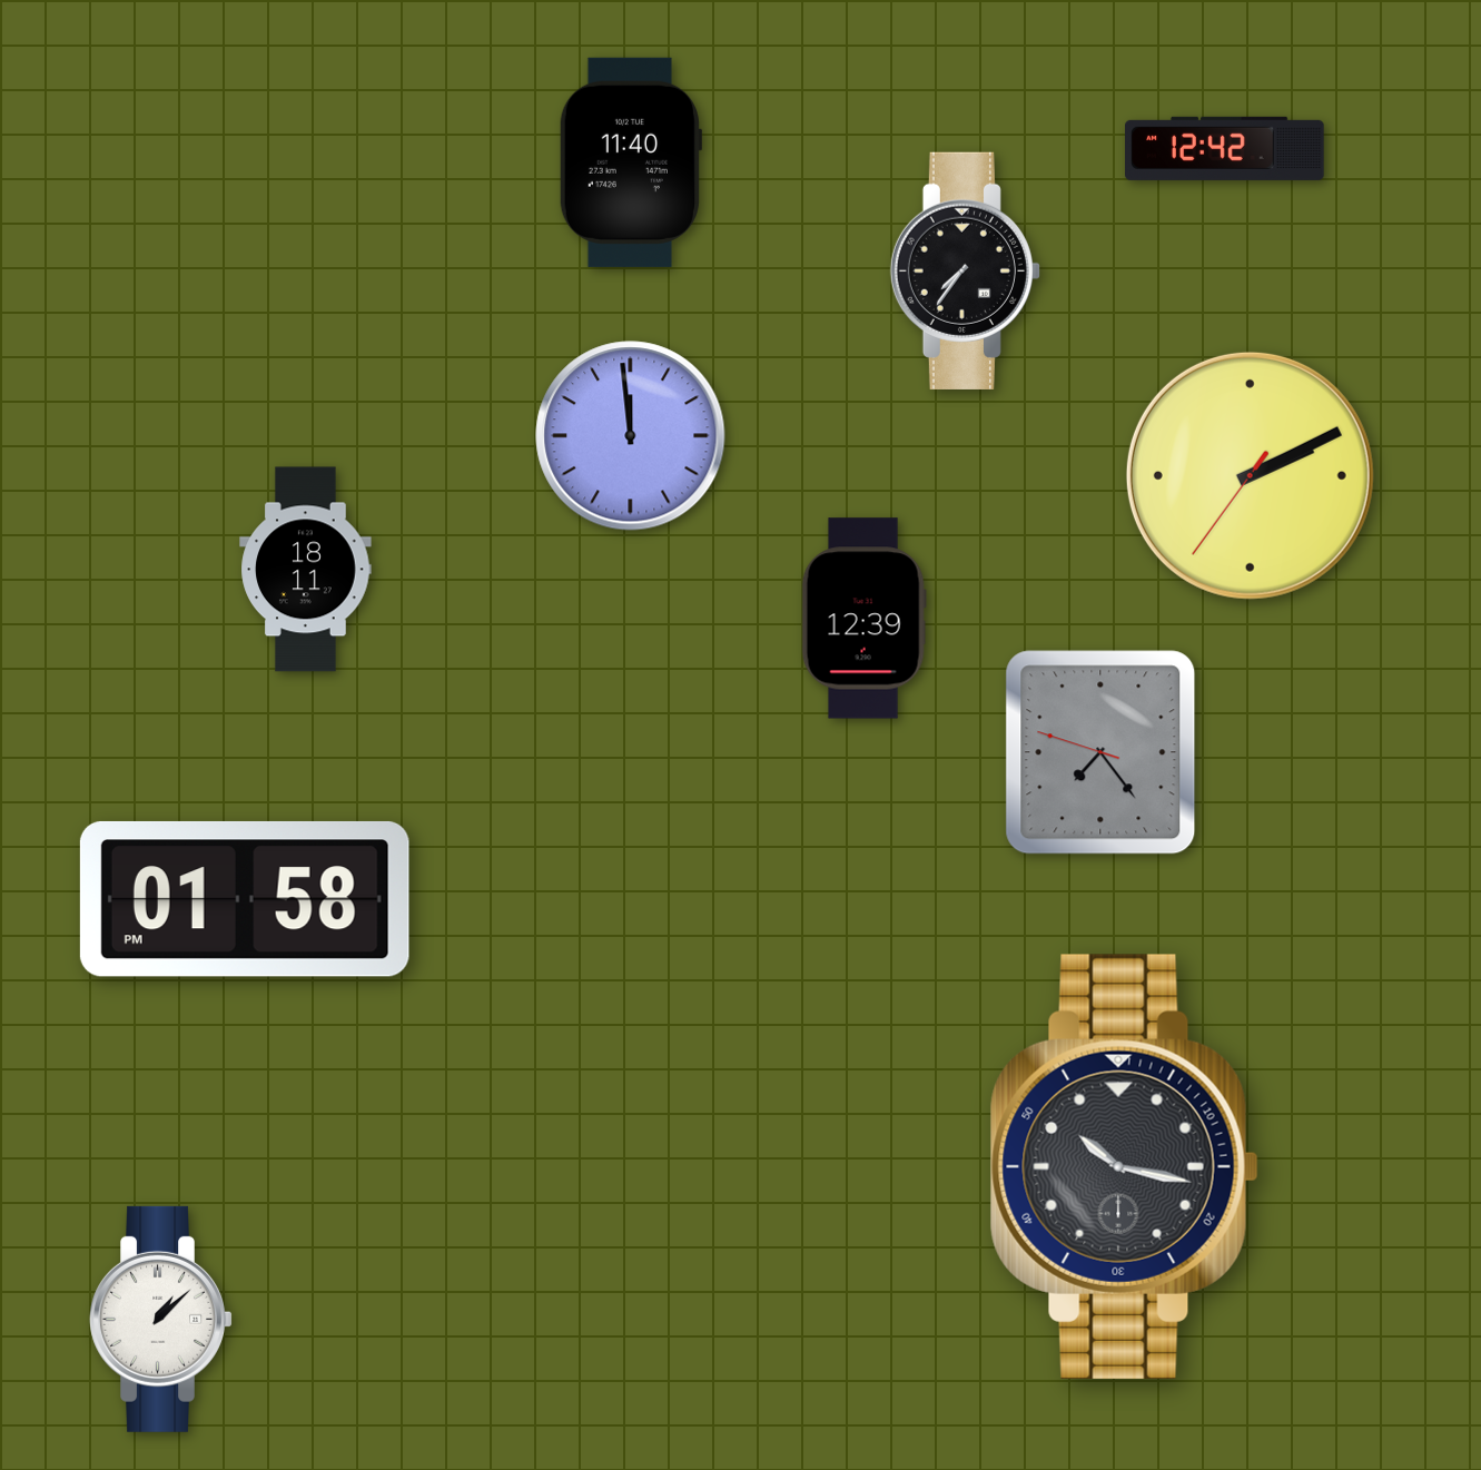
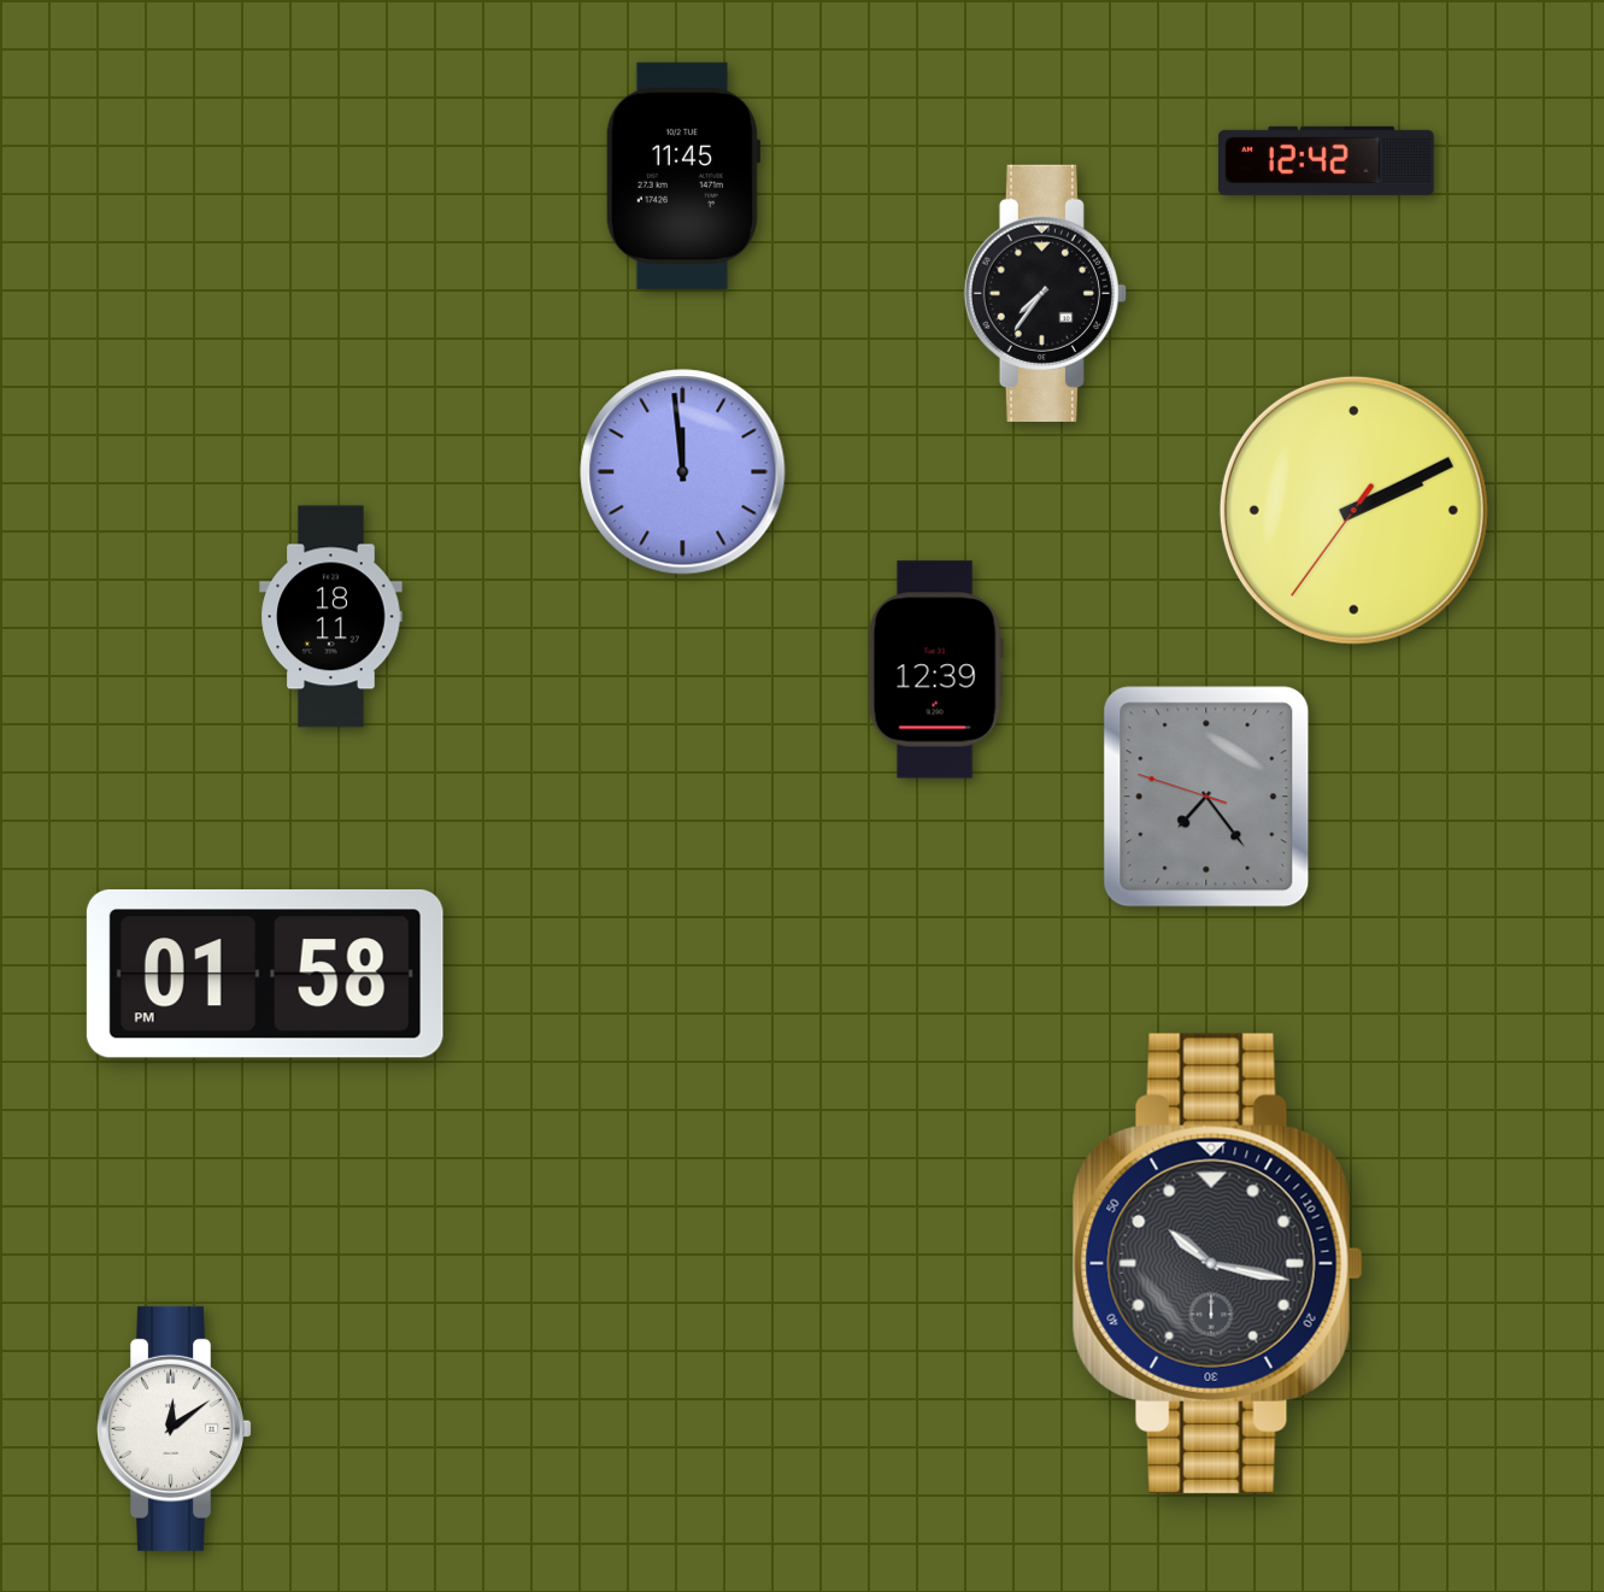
clock at (630, 162): 11:40 -> 11:45
clock at (1250, 475) position: (1250, 475) -> (1353, 510)
clock at (1100, 752) position: (1100, 752) -> (1206, 797)
clock at (160, 1319): 1:08 -> 12:09
